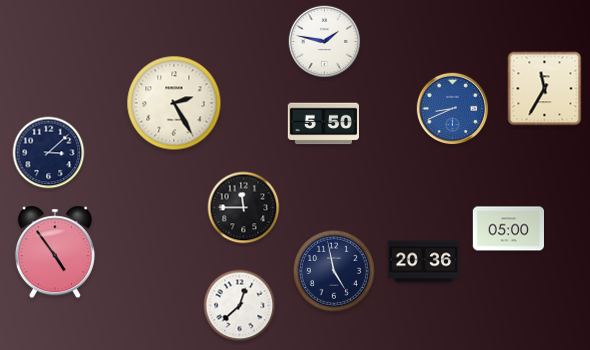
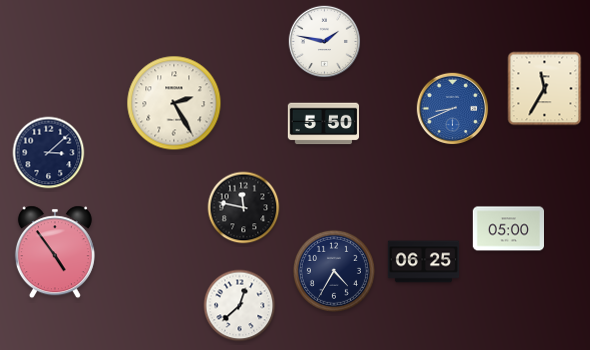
clock at (244, 208): 11:45 -> 11:47
clock at (424, 262): 20:36 -> 06:25
clock at (334, 271): 4:58 -> 4:35
